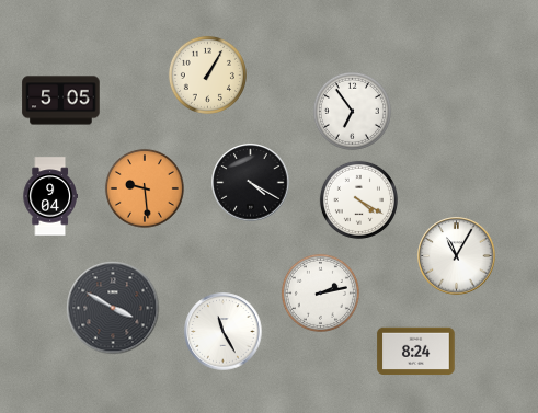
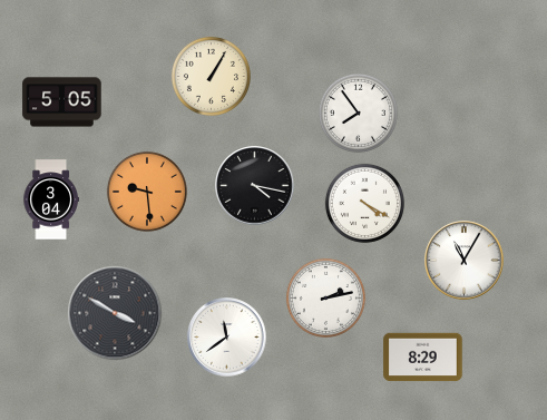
clock at (352, 111): 6:54 -> 7:54
clock at (251, 183): 4:20 -> 4:17
clock at (50, 196): 9:04 -> 3:04
clock at (224, 332): 11:25 -> 11:39
clock at (416, 352): 8:24 -> 8:29
